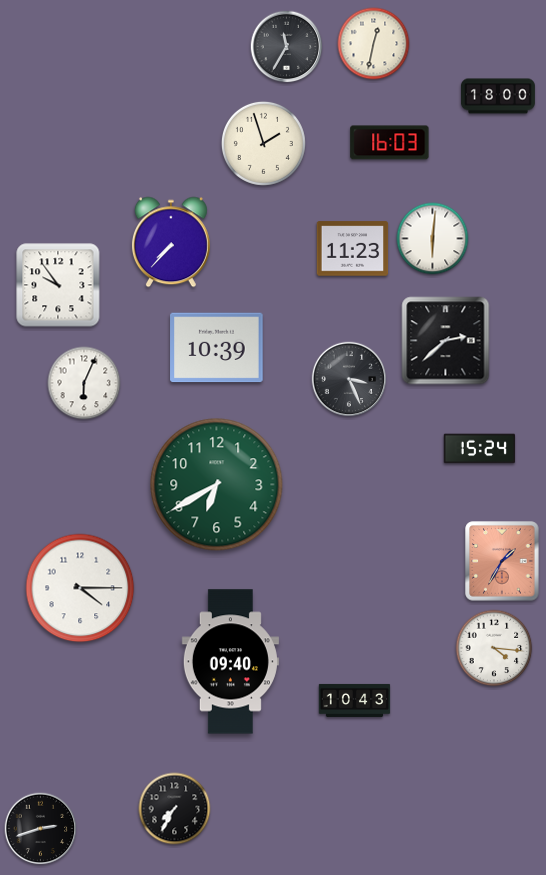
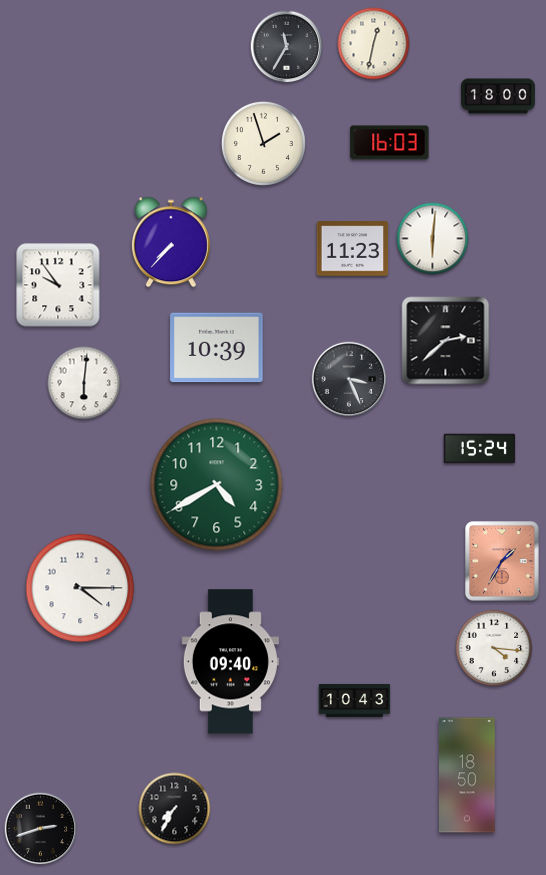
clock at (84, 383): 6:04 -> 6:01
clock at (217, 485): 6:40 -> 4:40
clock at (468, 775): none -> 18:50
